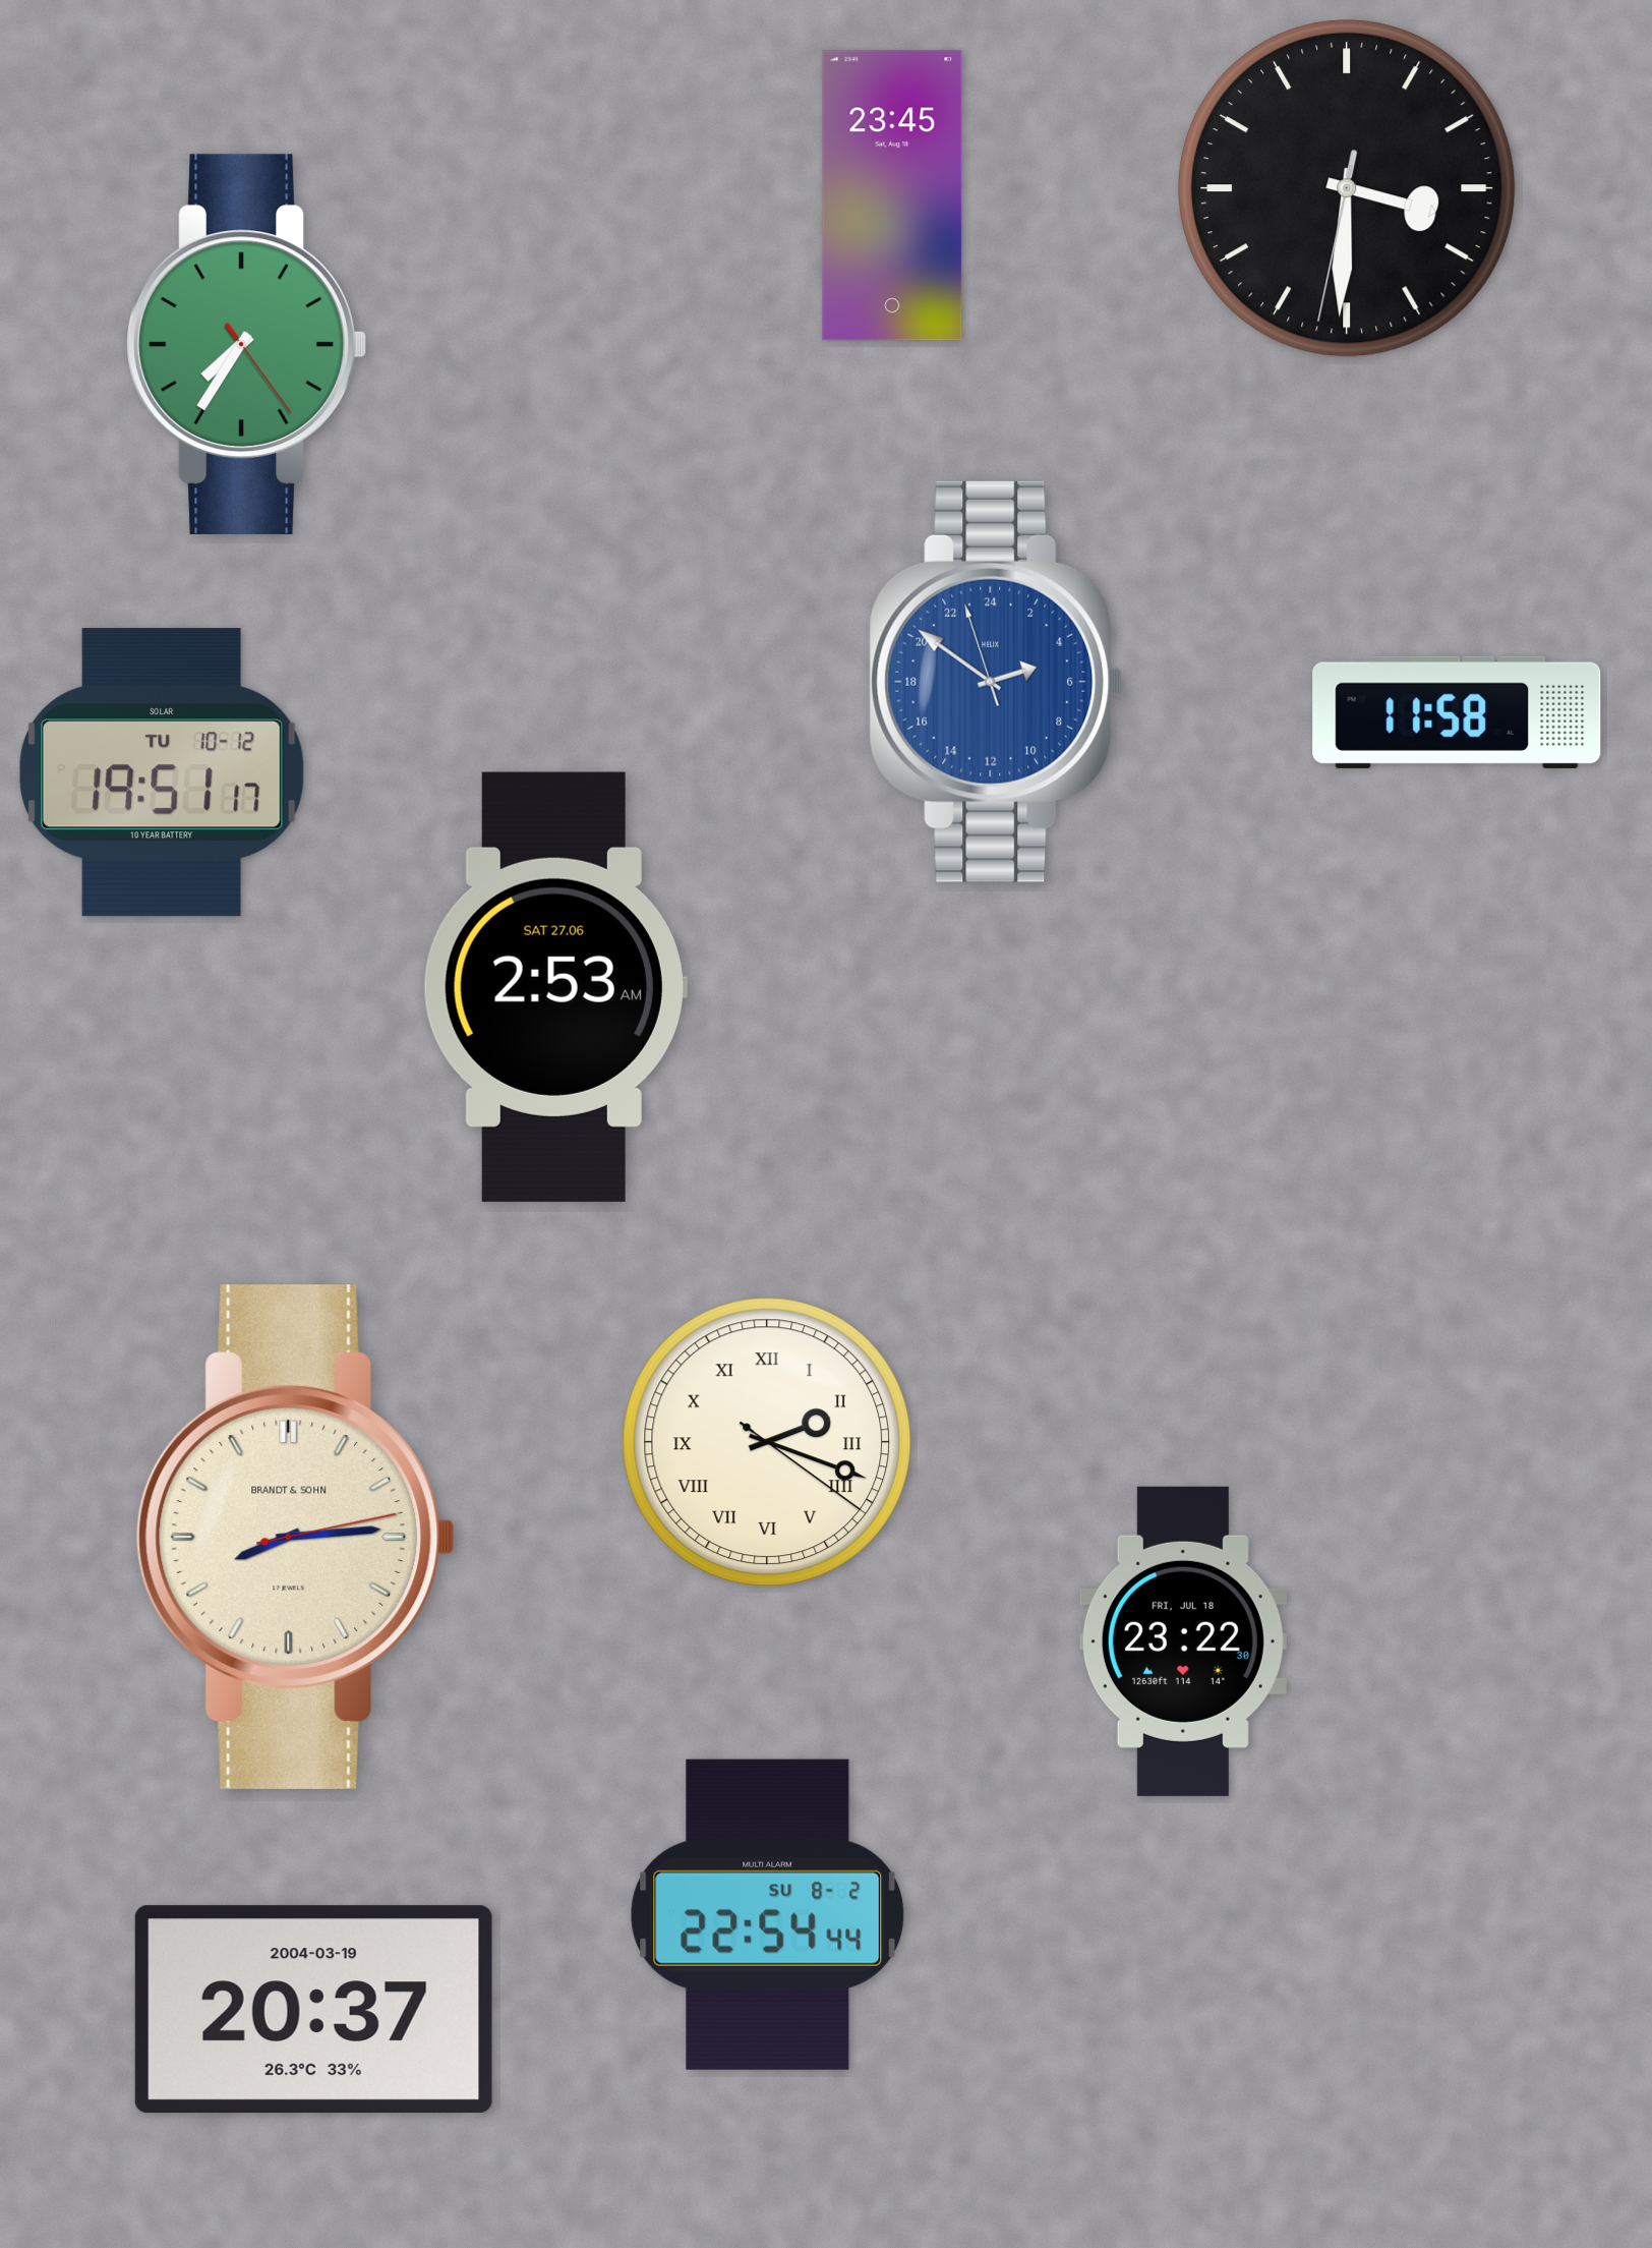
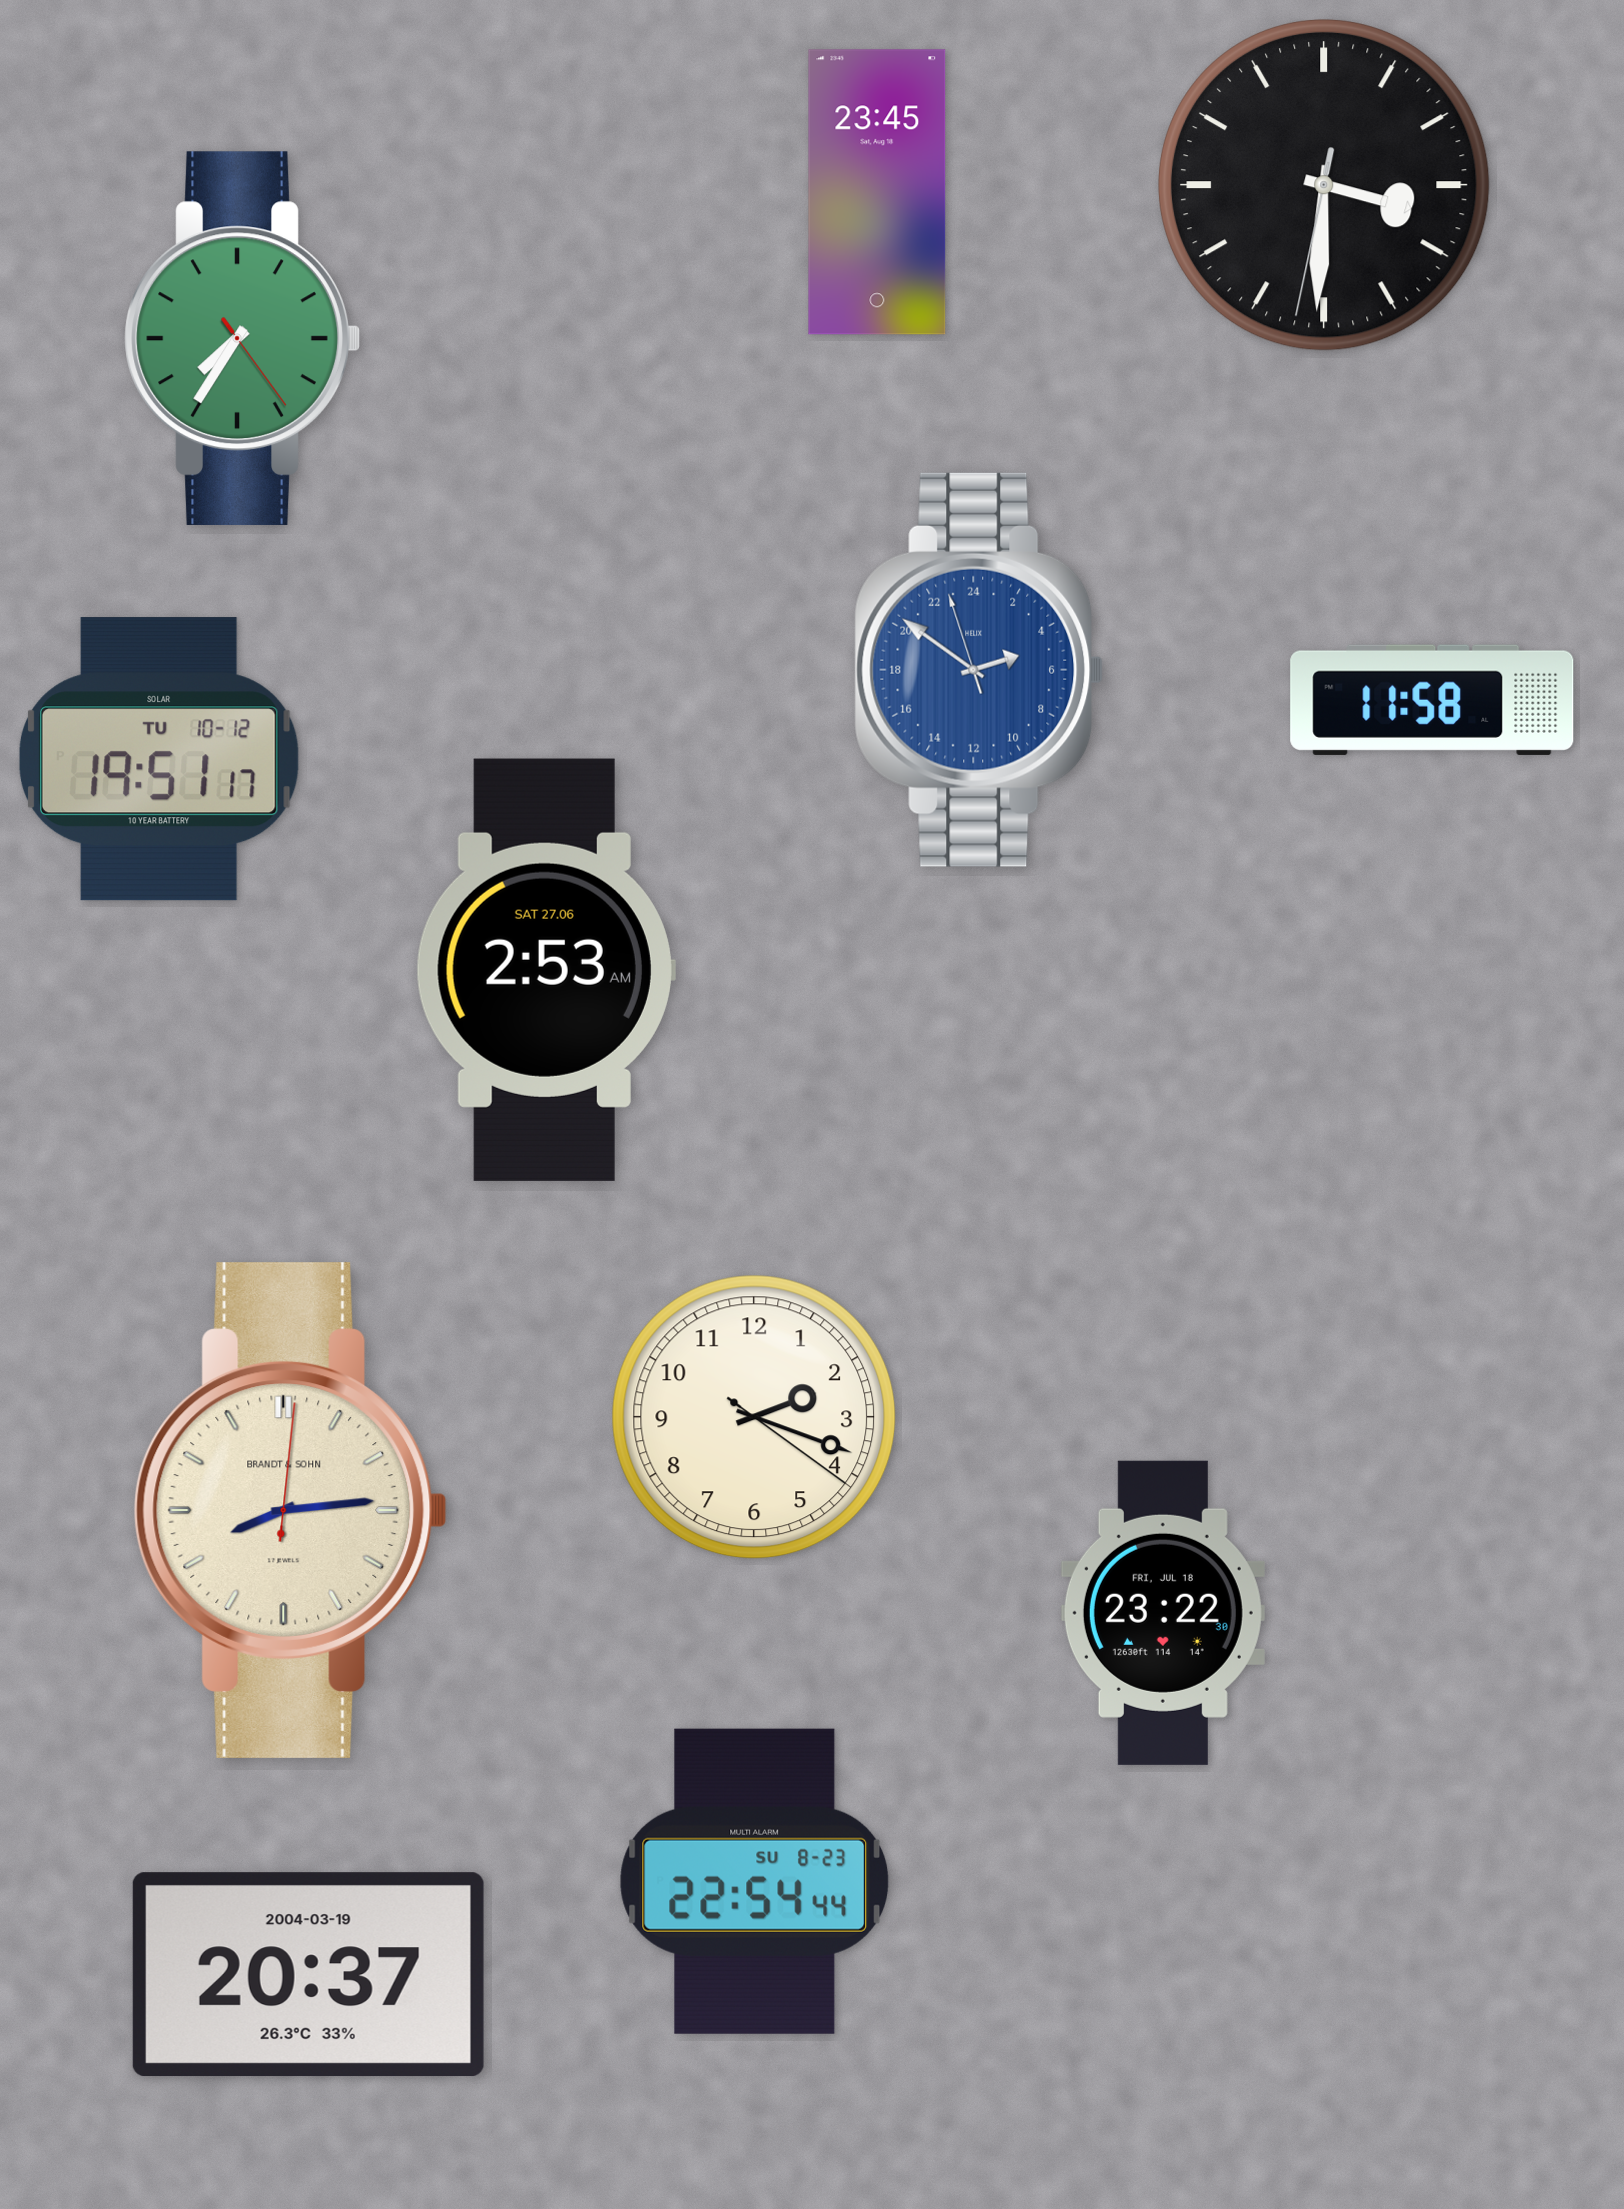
clock at (767, 1442) numerals: Roman -> Arabic
clock at (295, 1537): 8:14:13 -> 8:14:01
clock at (768, 1914) date: SU 8-2 -> SU 8-23
